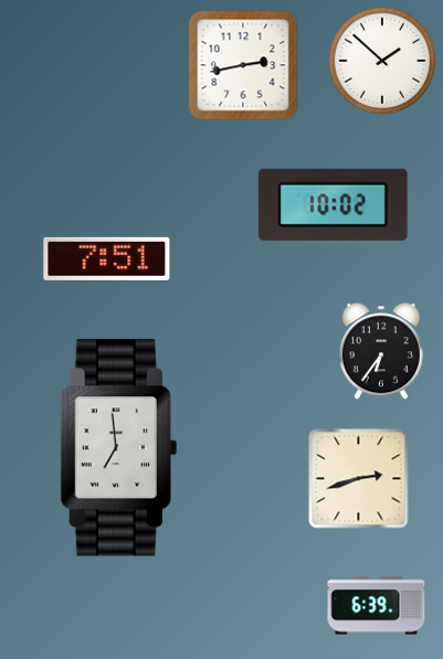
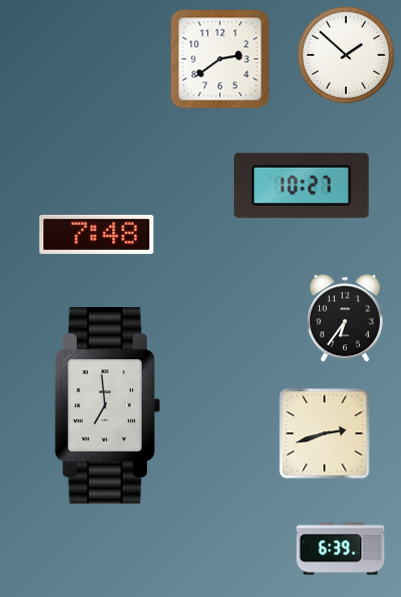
clock at (243, 65): 2:43 -> 2:39
clock at (333, 204): 10:02 -> 10:27
clock at (107, 258): 7:51 -> 7:48
